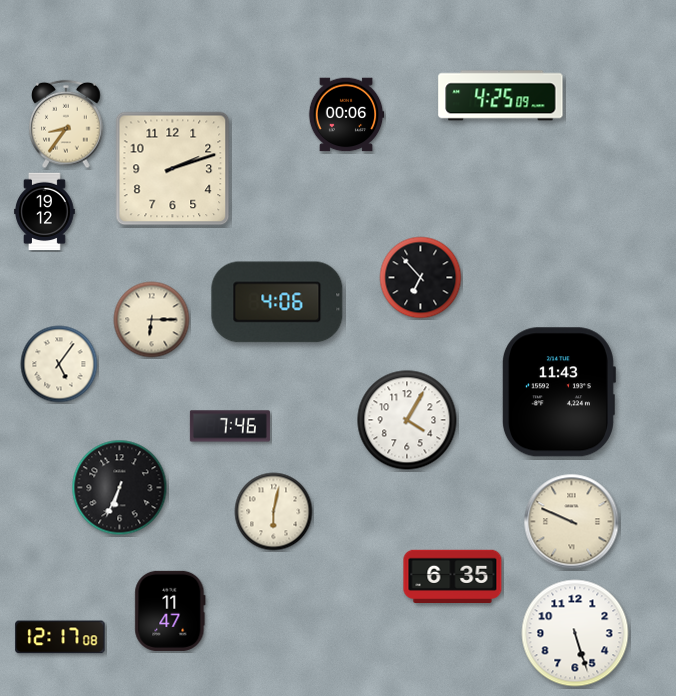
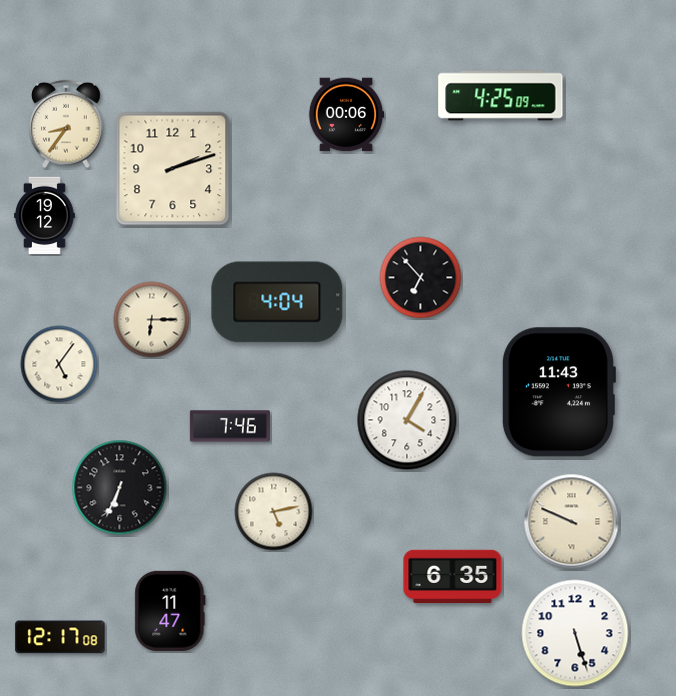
clock at (45, 212) position: (45, 212) -> (45, 216)
clock at (277, 302): 4:06 -> 4:04
clock at (274, 512): 6:02 -> 5:13
